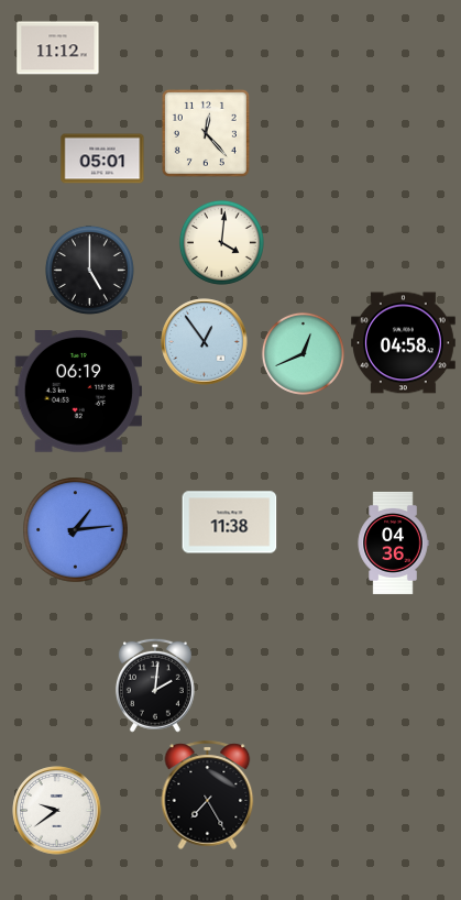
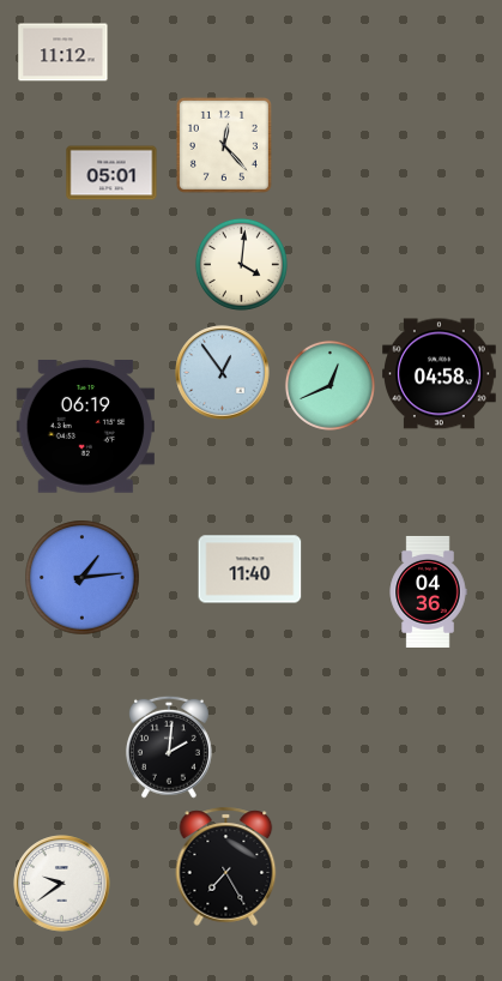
clock at (89, 270): 5:00 -> none
clock at (230, 523): 11:38 -> 11:40
